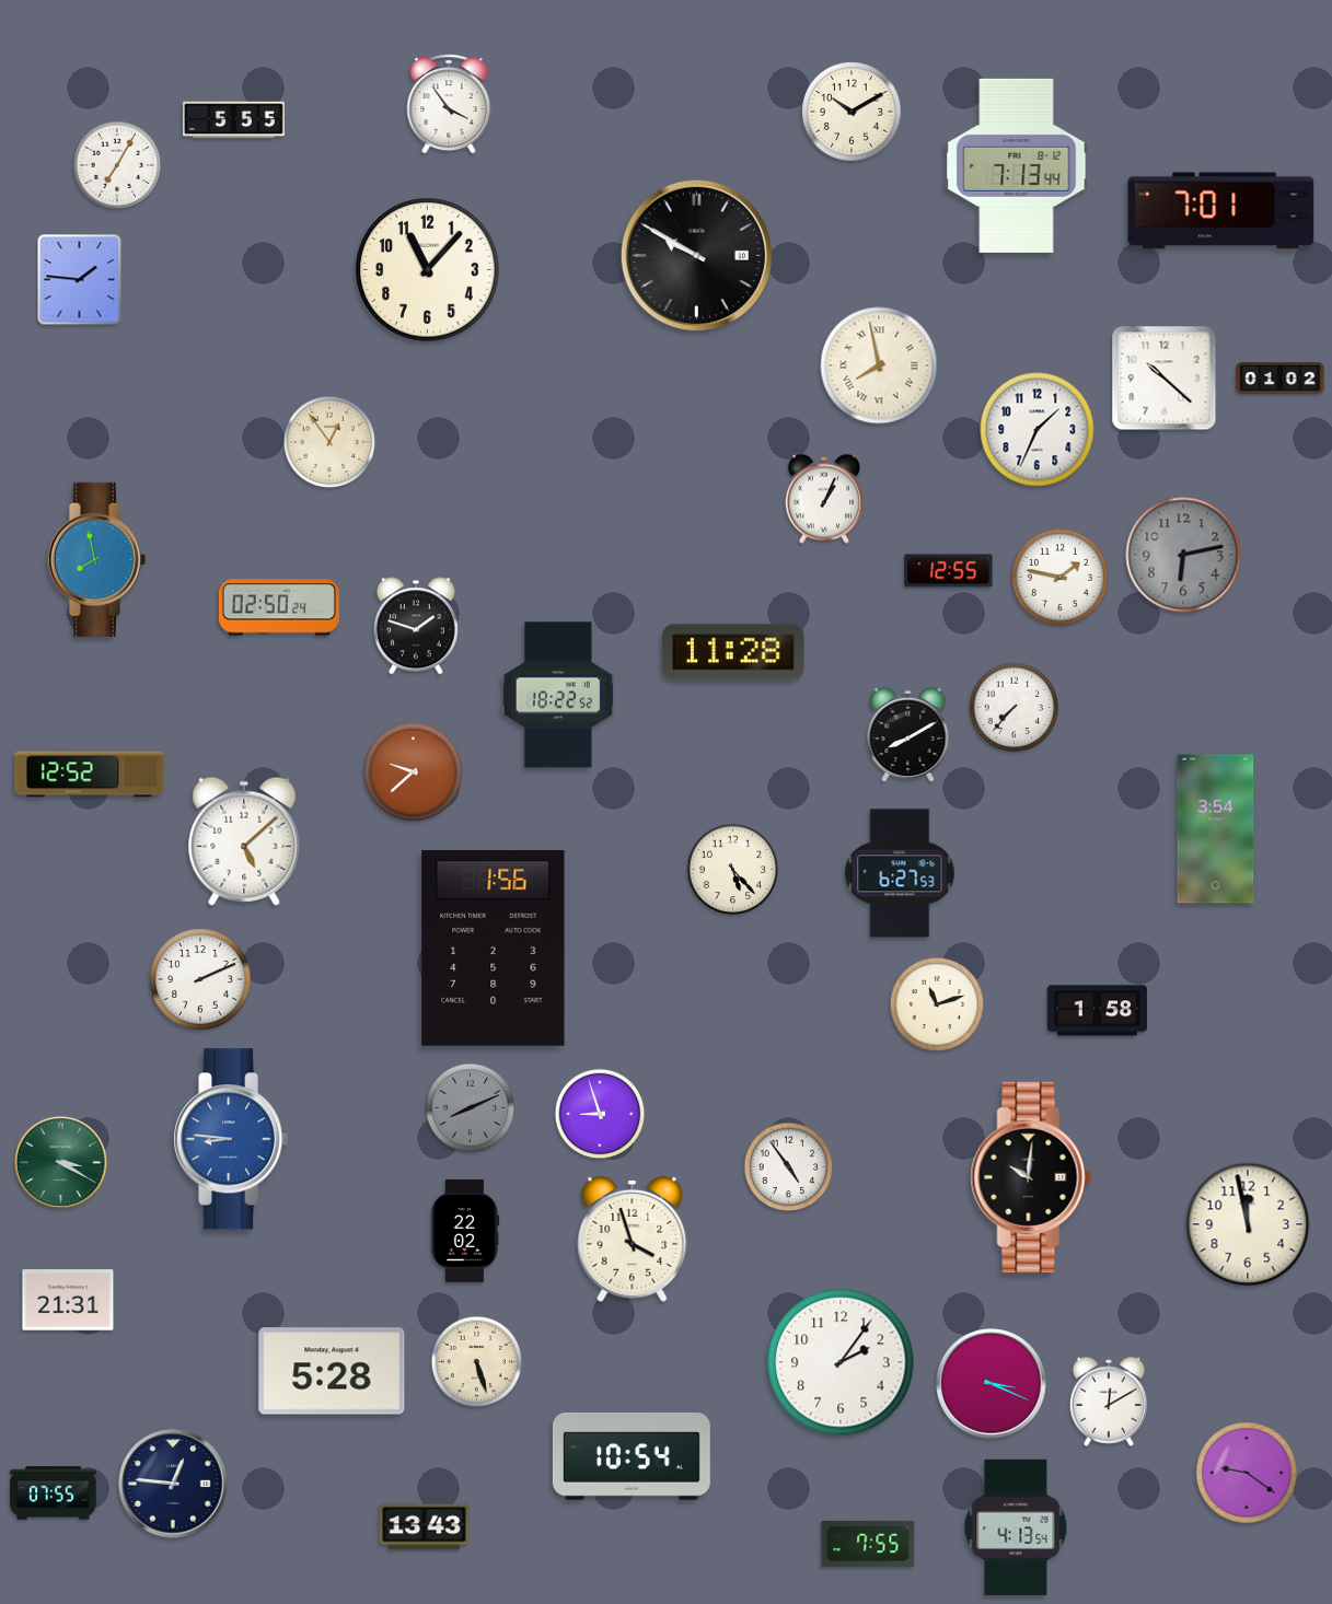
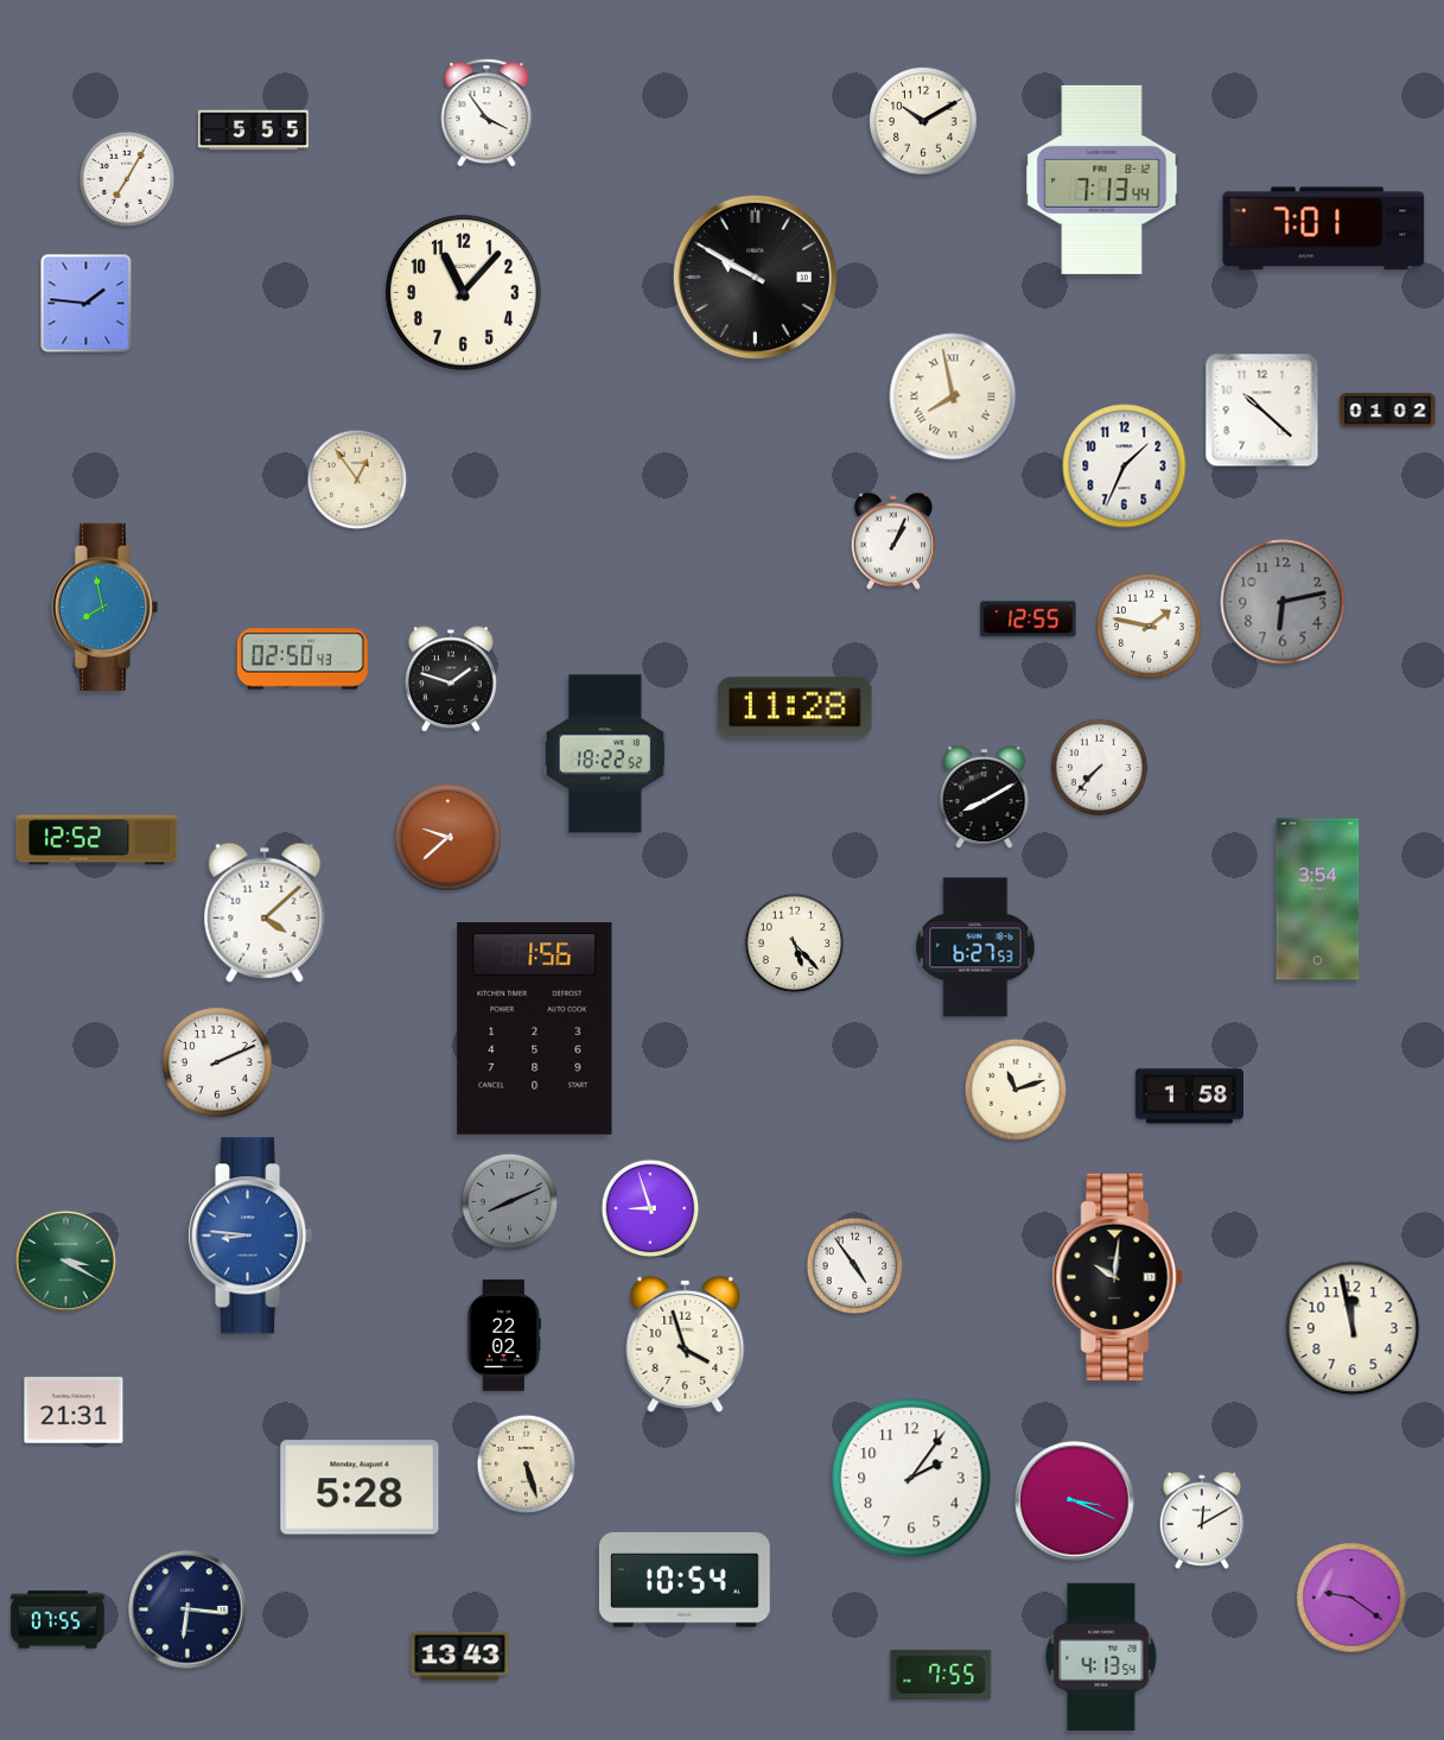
clock at (279, 607): 02:50:24 -> 02:50:43
clock at (244, 841): 5:08 -> 4:08
clock at (477, 1362) position: (477, 1362) -> (527, 1465)
clock at (173, 1484): 12:46 -> 6:16
